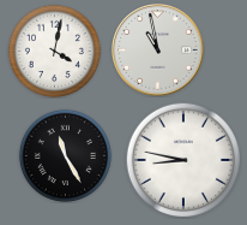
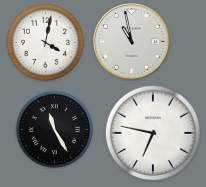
clock at (183, 160): 8:47 -> 6:47
